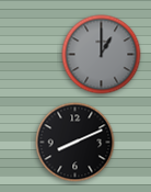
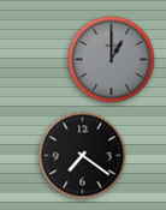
clock at (75, 143): 8:11 -> 7:21
